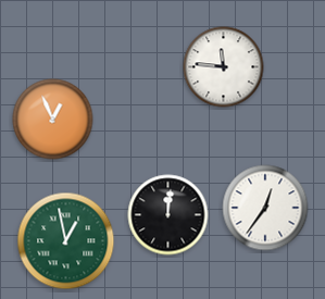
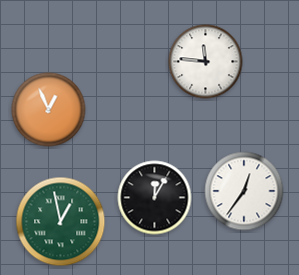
clock at (168, 215): 12:01 -> 12:05
